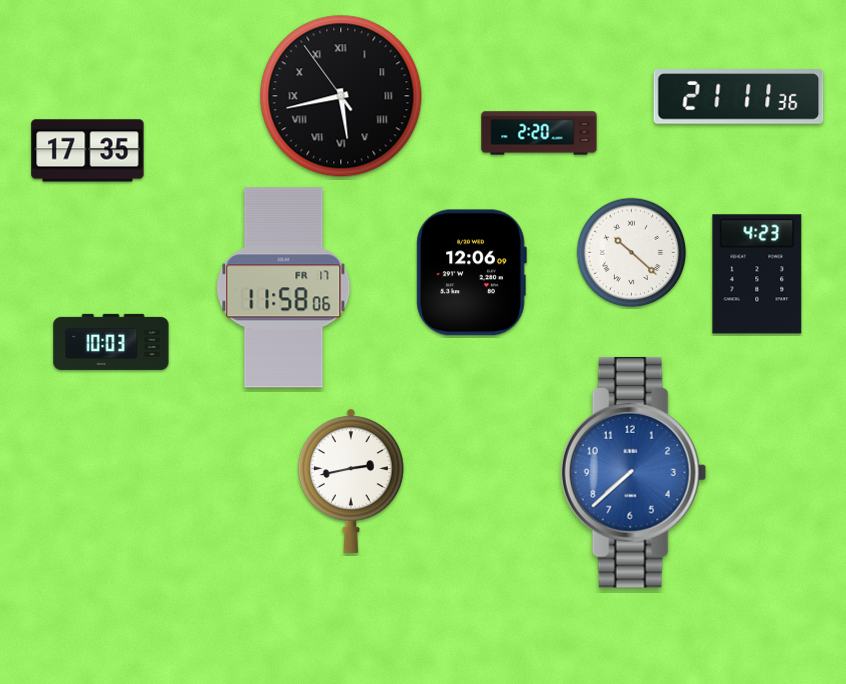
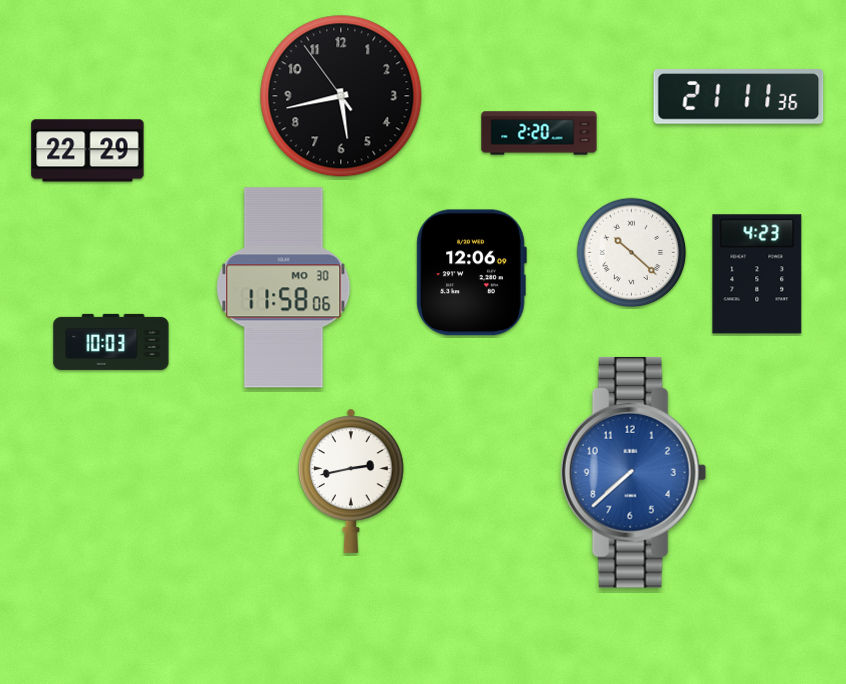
clock at (341, 96) numerals: Roman -> Arabic
clock at (88, 151): 17:35 -> 22:29
clock at (284, 288) date: FR 17 -> MO 30
